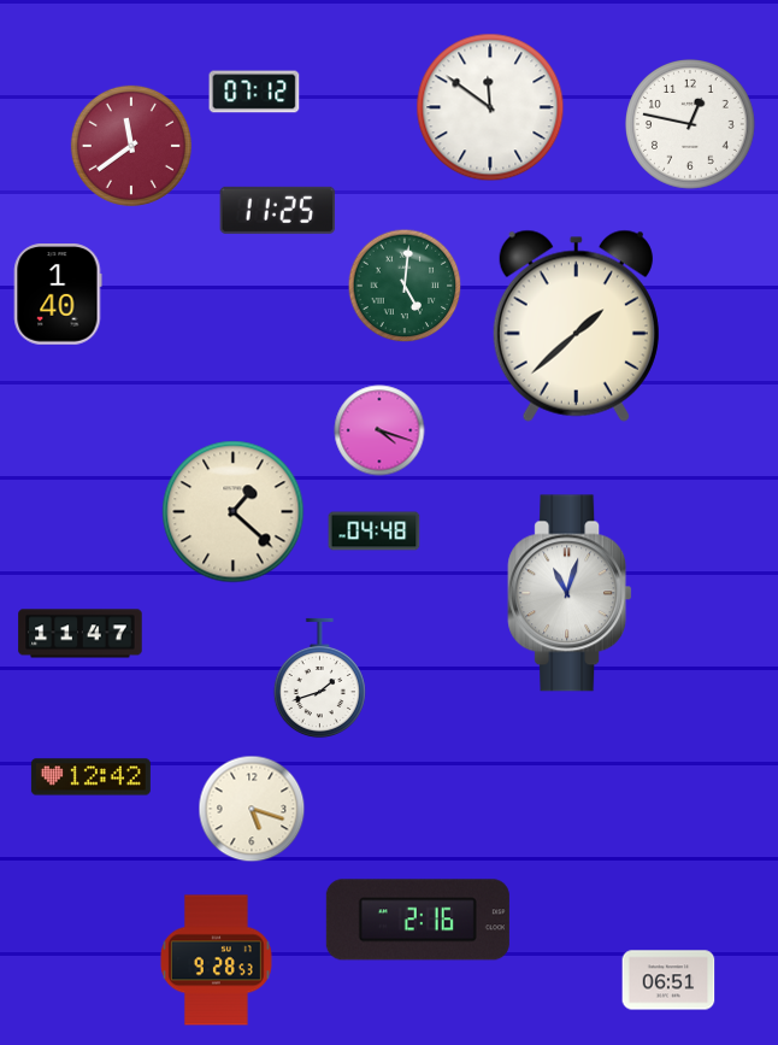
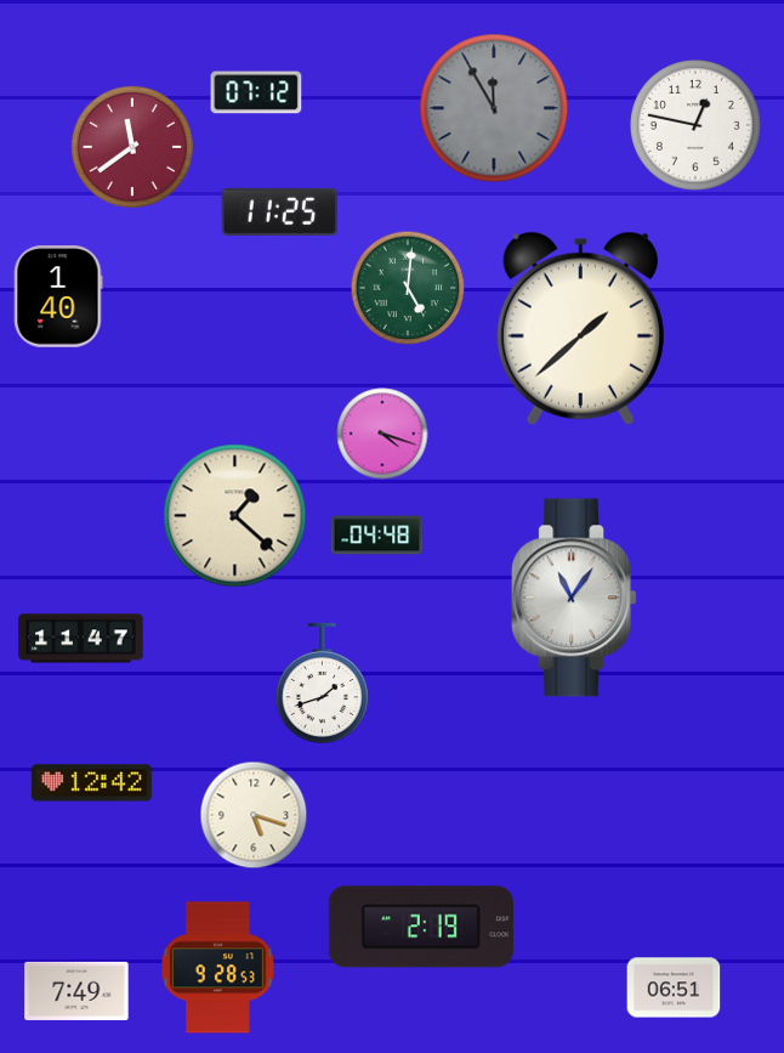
clock at (490, 107): 11:51 -> 11:55
clock at (490, 107) dial: white -> grey
clock at (570, 593): 11:03 -> 11:06
clock at (418, 920): 2:16 -> 2:19
clock at (76, 991): none -> 7:49
